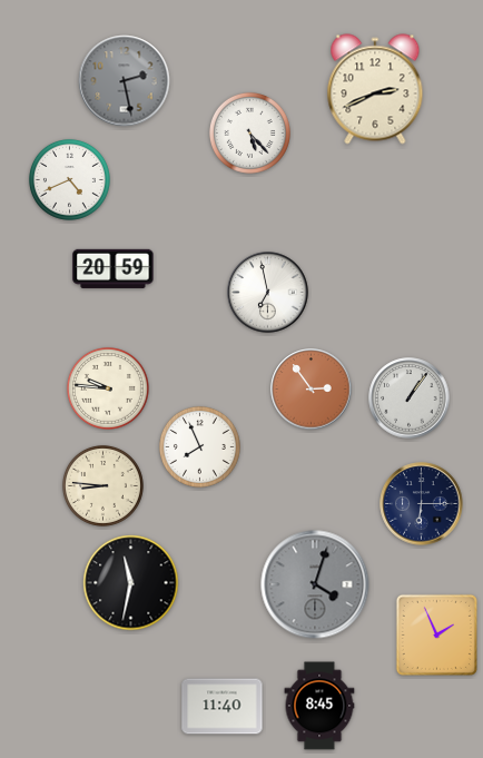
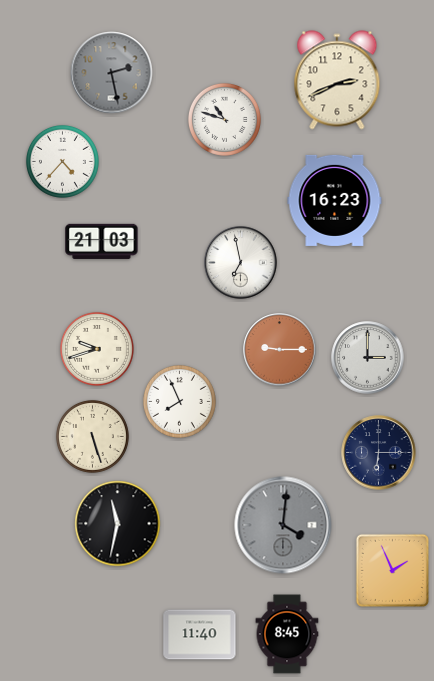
clock at (249, 132): 5:23 -> 10:48
clock at (69, 179): 4:41 -> 4:37
clock at (335, 200): none -> 16:23
clock at (114, 268): 20:59 -> 21:03
clock at (108, 388): 9:46 -> 9:42
clock at (312, 390): 2:54 -> 9:15
clock at (410, 398): 1:06 -> 3:00
clock at (102, 485): 8:46 -> 5:27
clock at (315, 584): 4:03 -> 4:01
